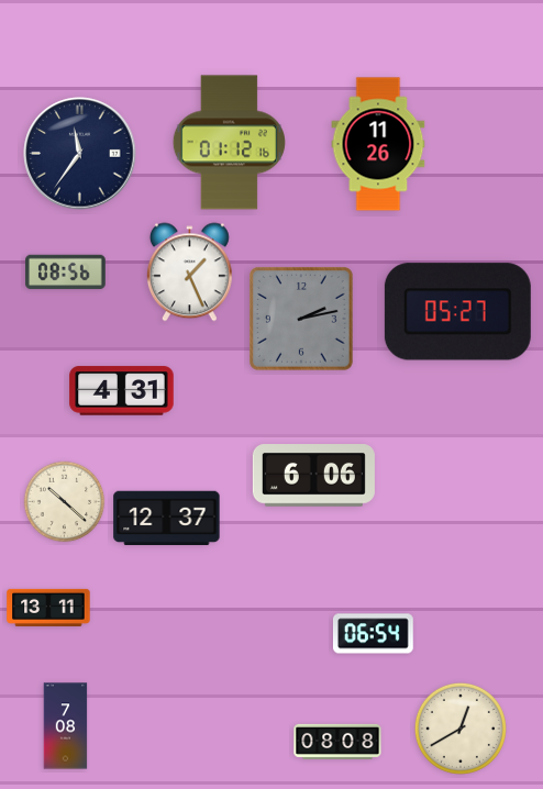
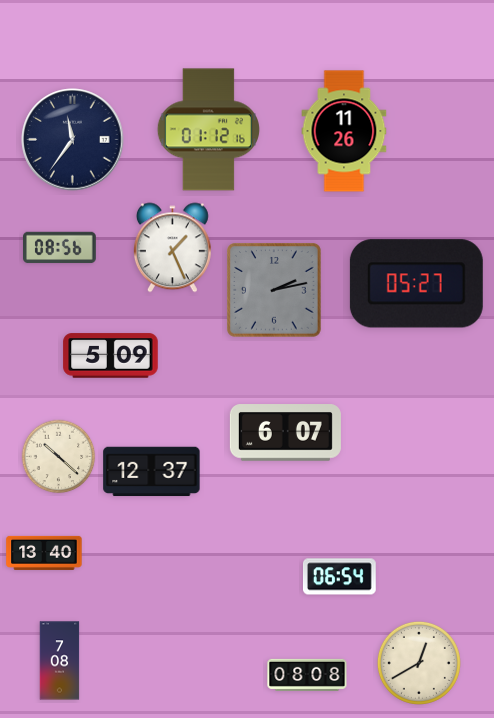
clock at (122, 391): 4:31 -> 5:09
clock at (313, 476): 6:06 -> 6:07
clock at (48, 608): 13:11 -> 13:40
